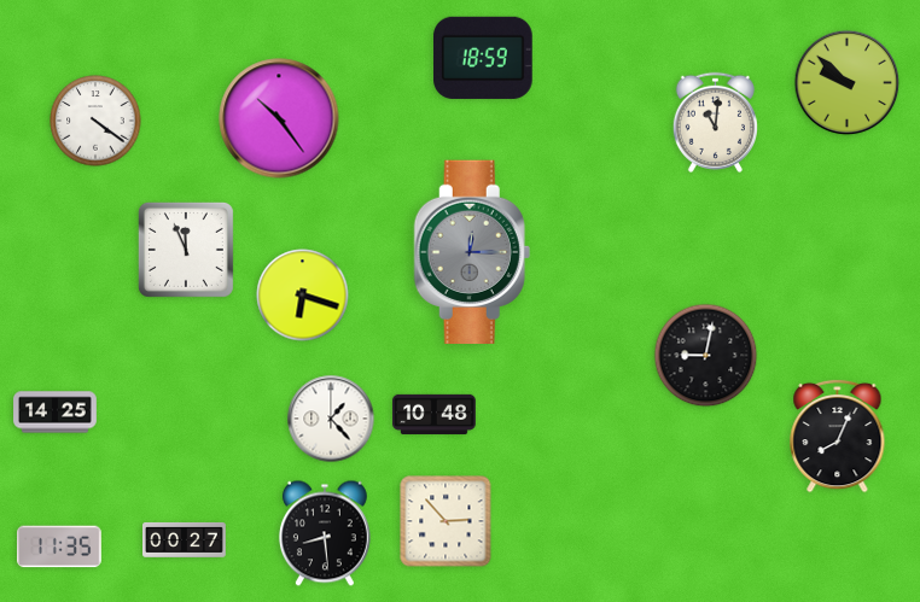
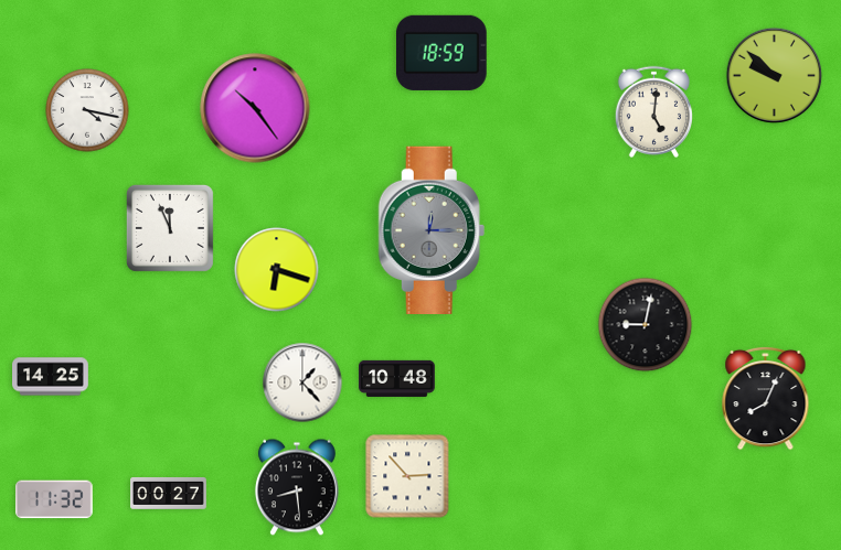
clock at (95, 121): 4:21 -> 4:17
clock at (715, 122): 11:01 -> 5:01
clock at (59, 547): 11:35 -> 11:32
